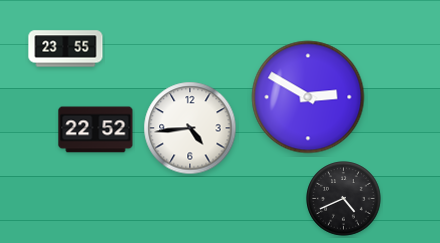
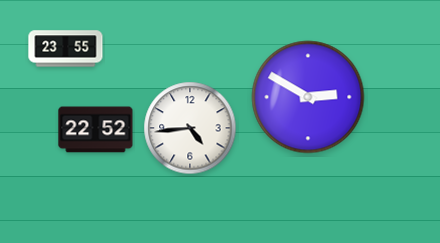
clock at (344, 199): 4:41 -> none
